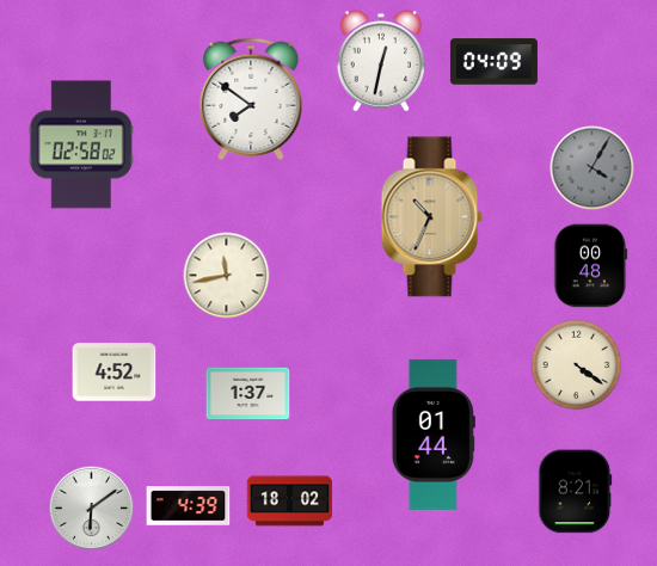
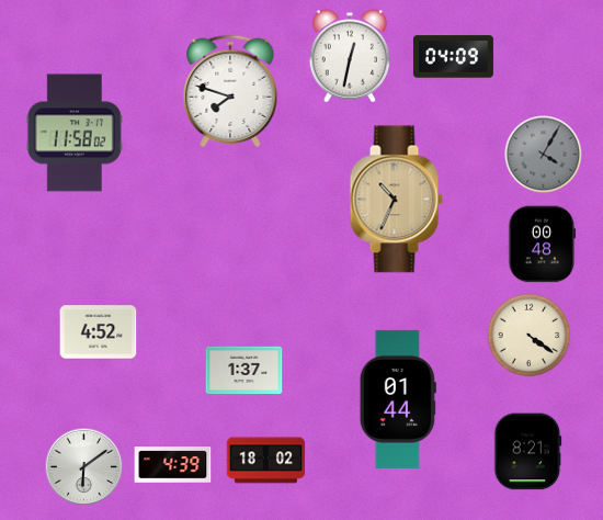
clock at (251, 99): 7:51 -> 7:48
clock at (81, 144): 02:58 -> 11:58
clock at (227, 276): 11:43 -> none
clock at (115, 373) position: (115, 373) -> (99, 332)
clock at (248, 394) position: (248, 394) -> (244, 371)
